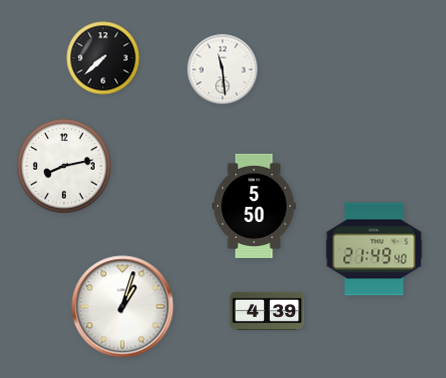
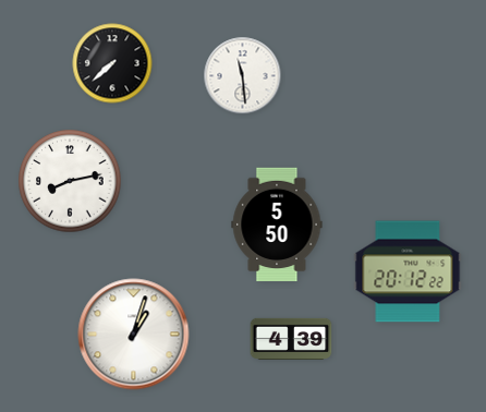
clock at (374, 249): 21:49 -> 20:12
